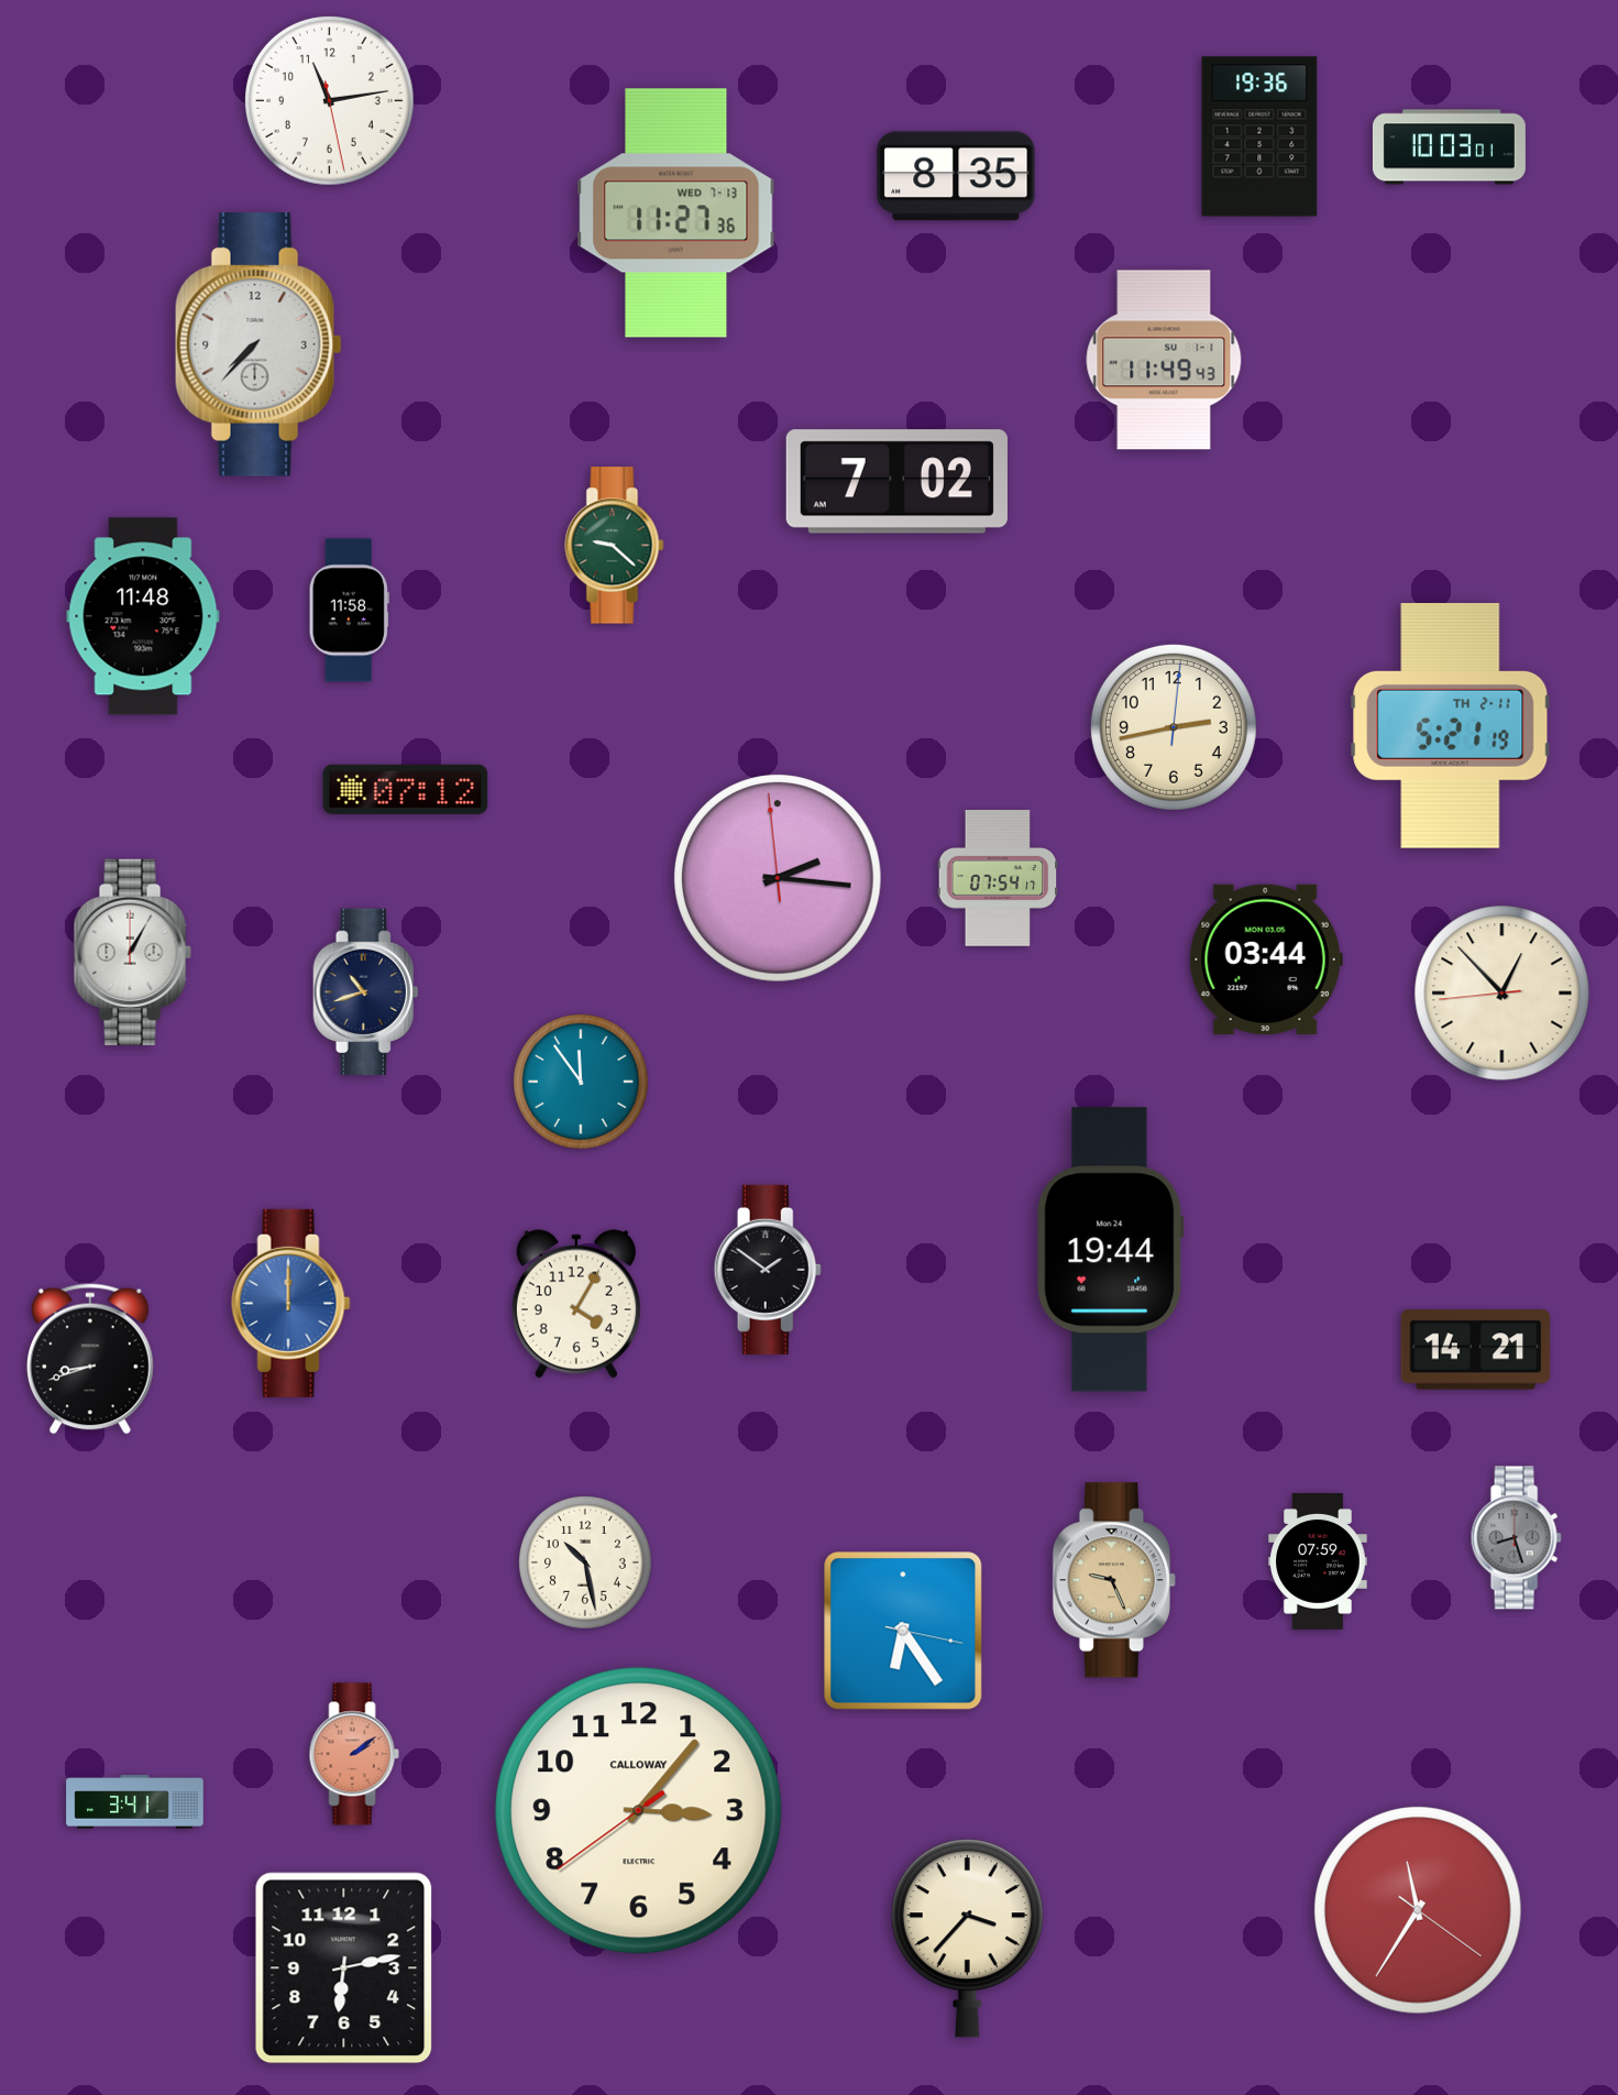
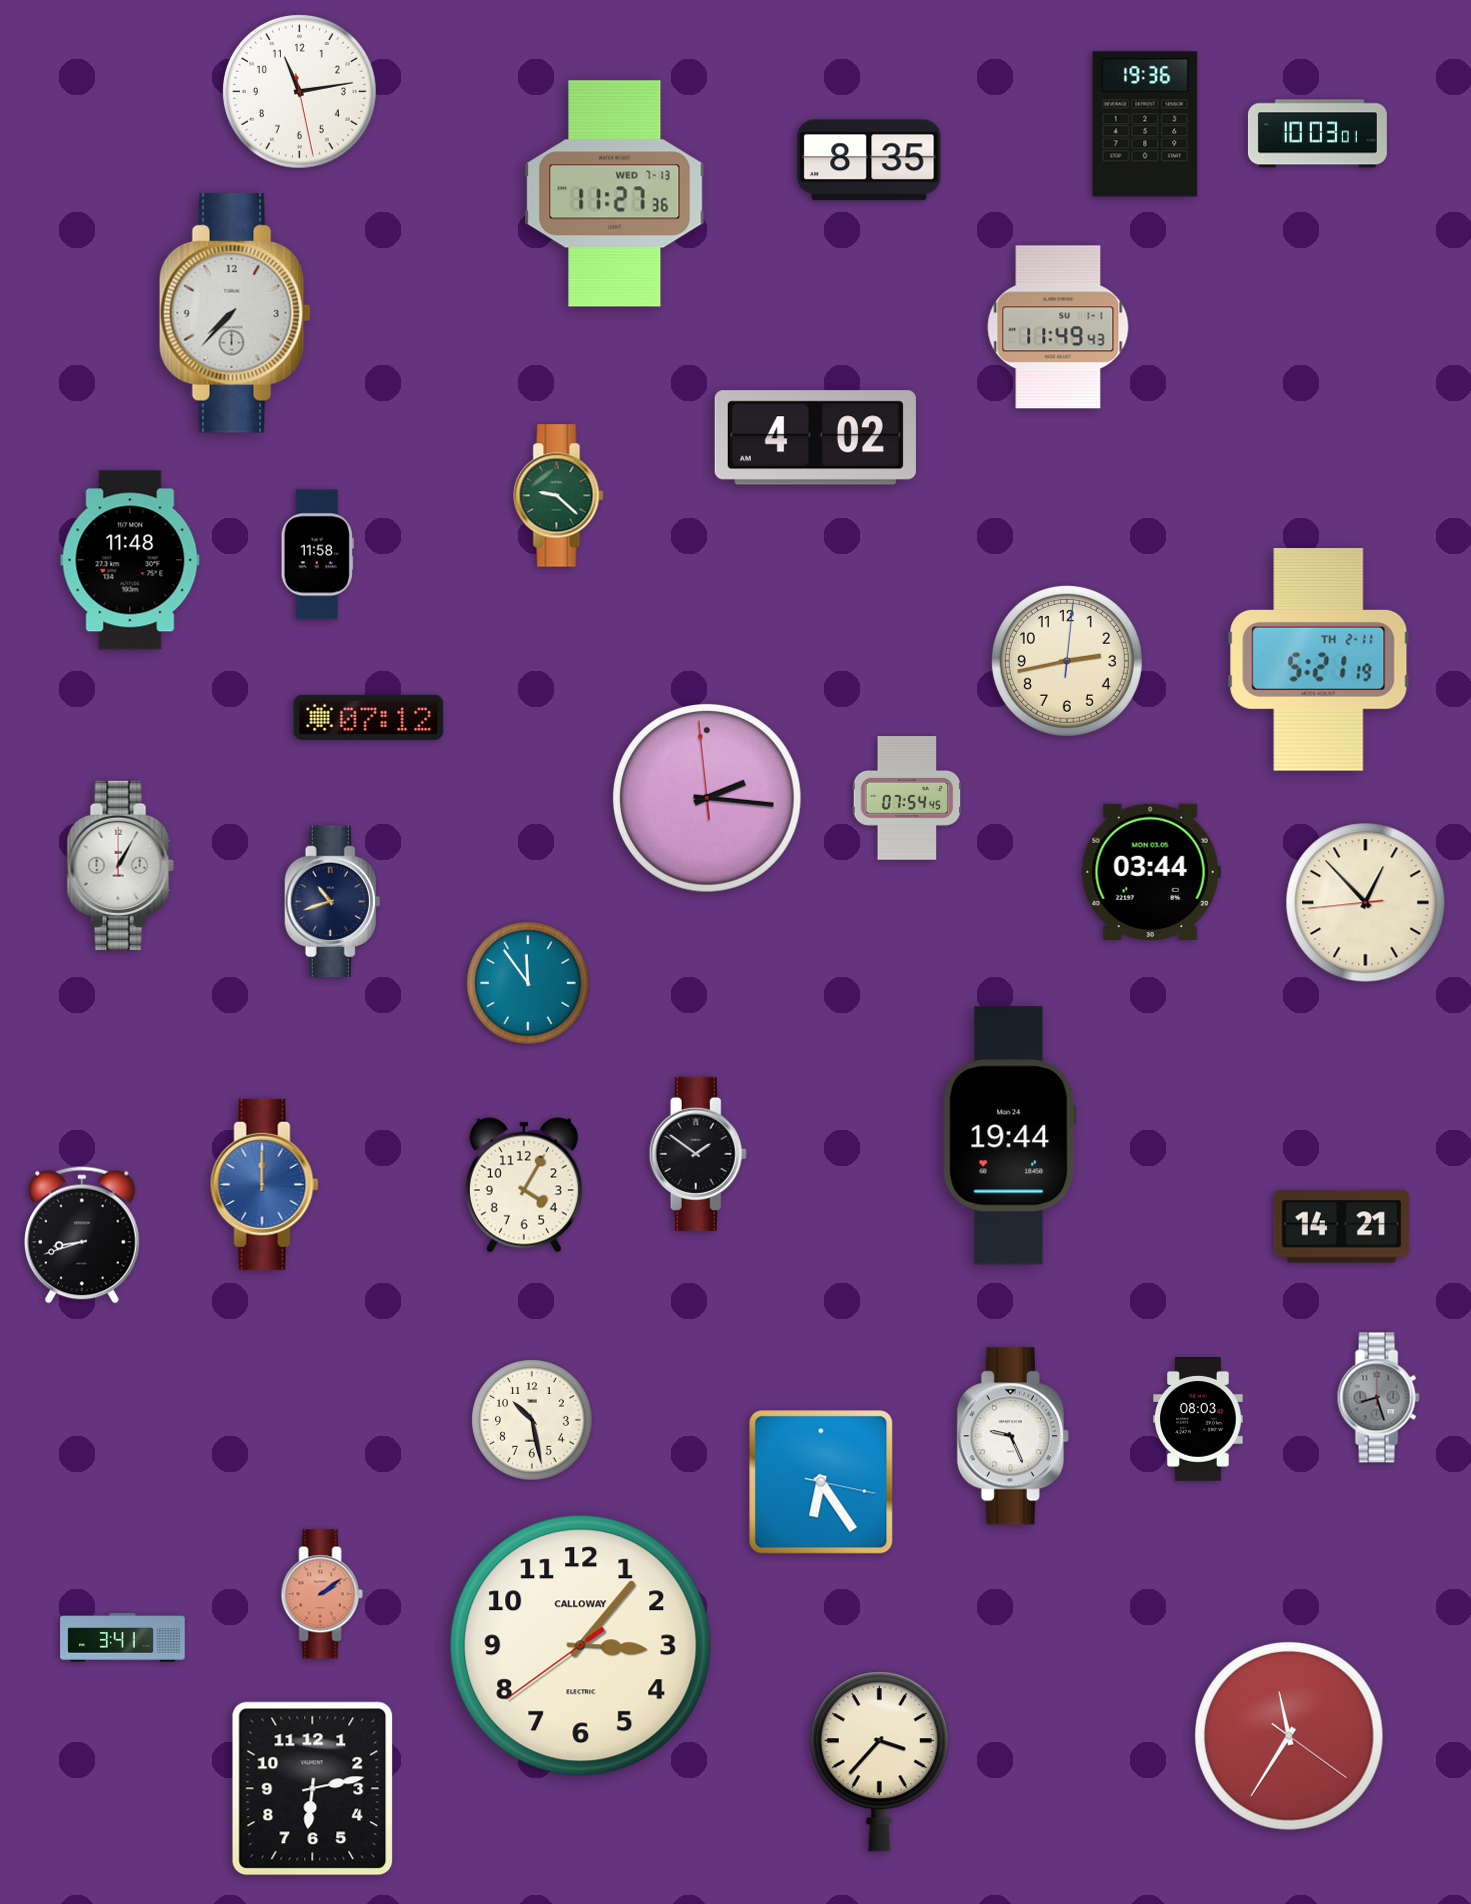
clock at (896, 482): 7:02 -> 4:02
clock at (998, 879): 07:54:17 -> 07:54:45
clock at (1318, 1562): 07:59 -> 08:03
clock at (1114, 1580) dial: champagne -> white
